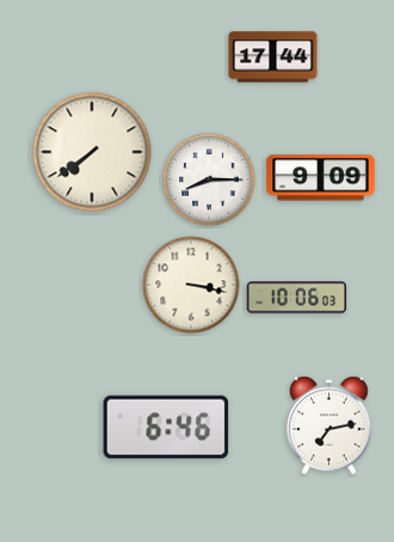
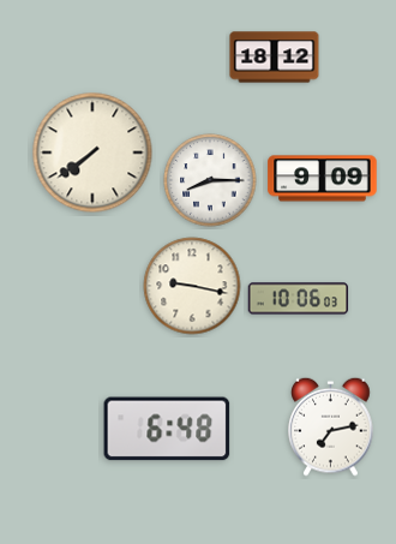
clock at (273, 57): 17:44 -> 18:12
clock at (191, 285): 3:17 -> 9:17
clock at (166, 427): 6:46 -> 6:48
